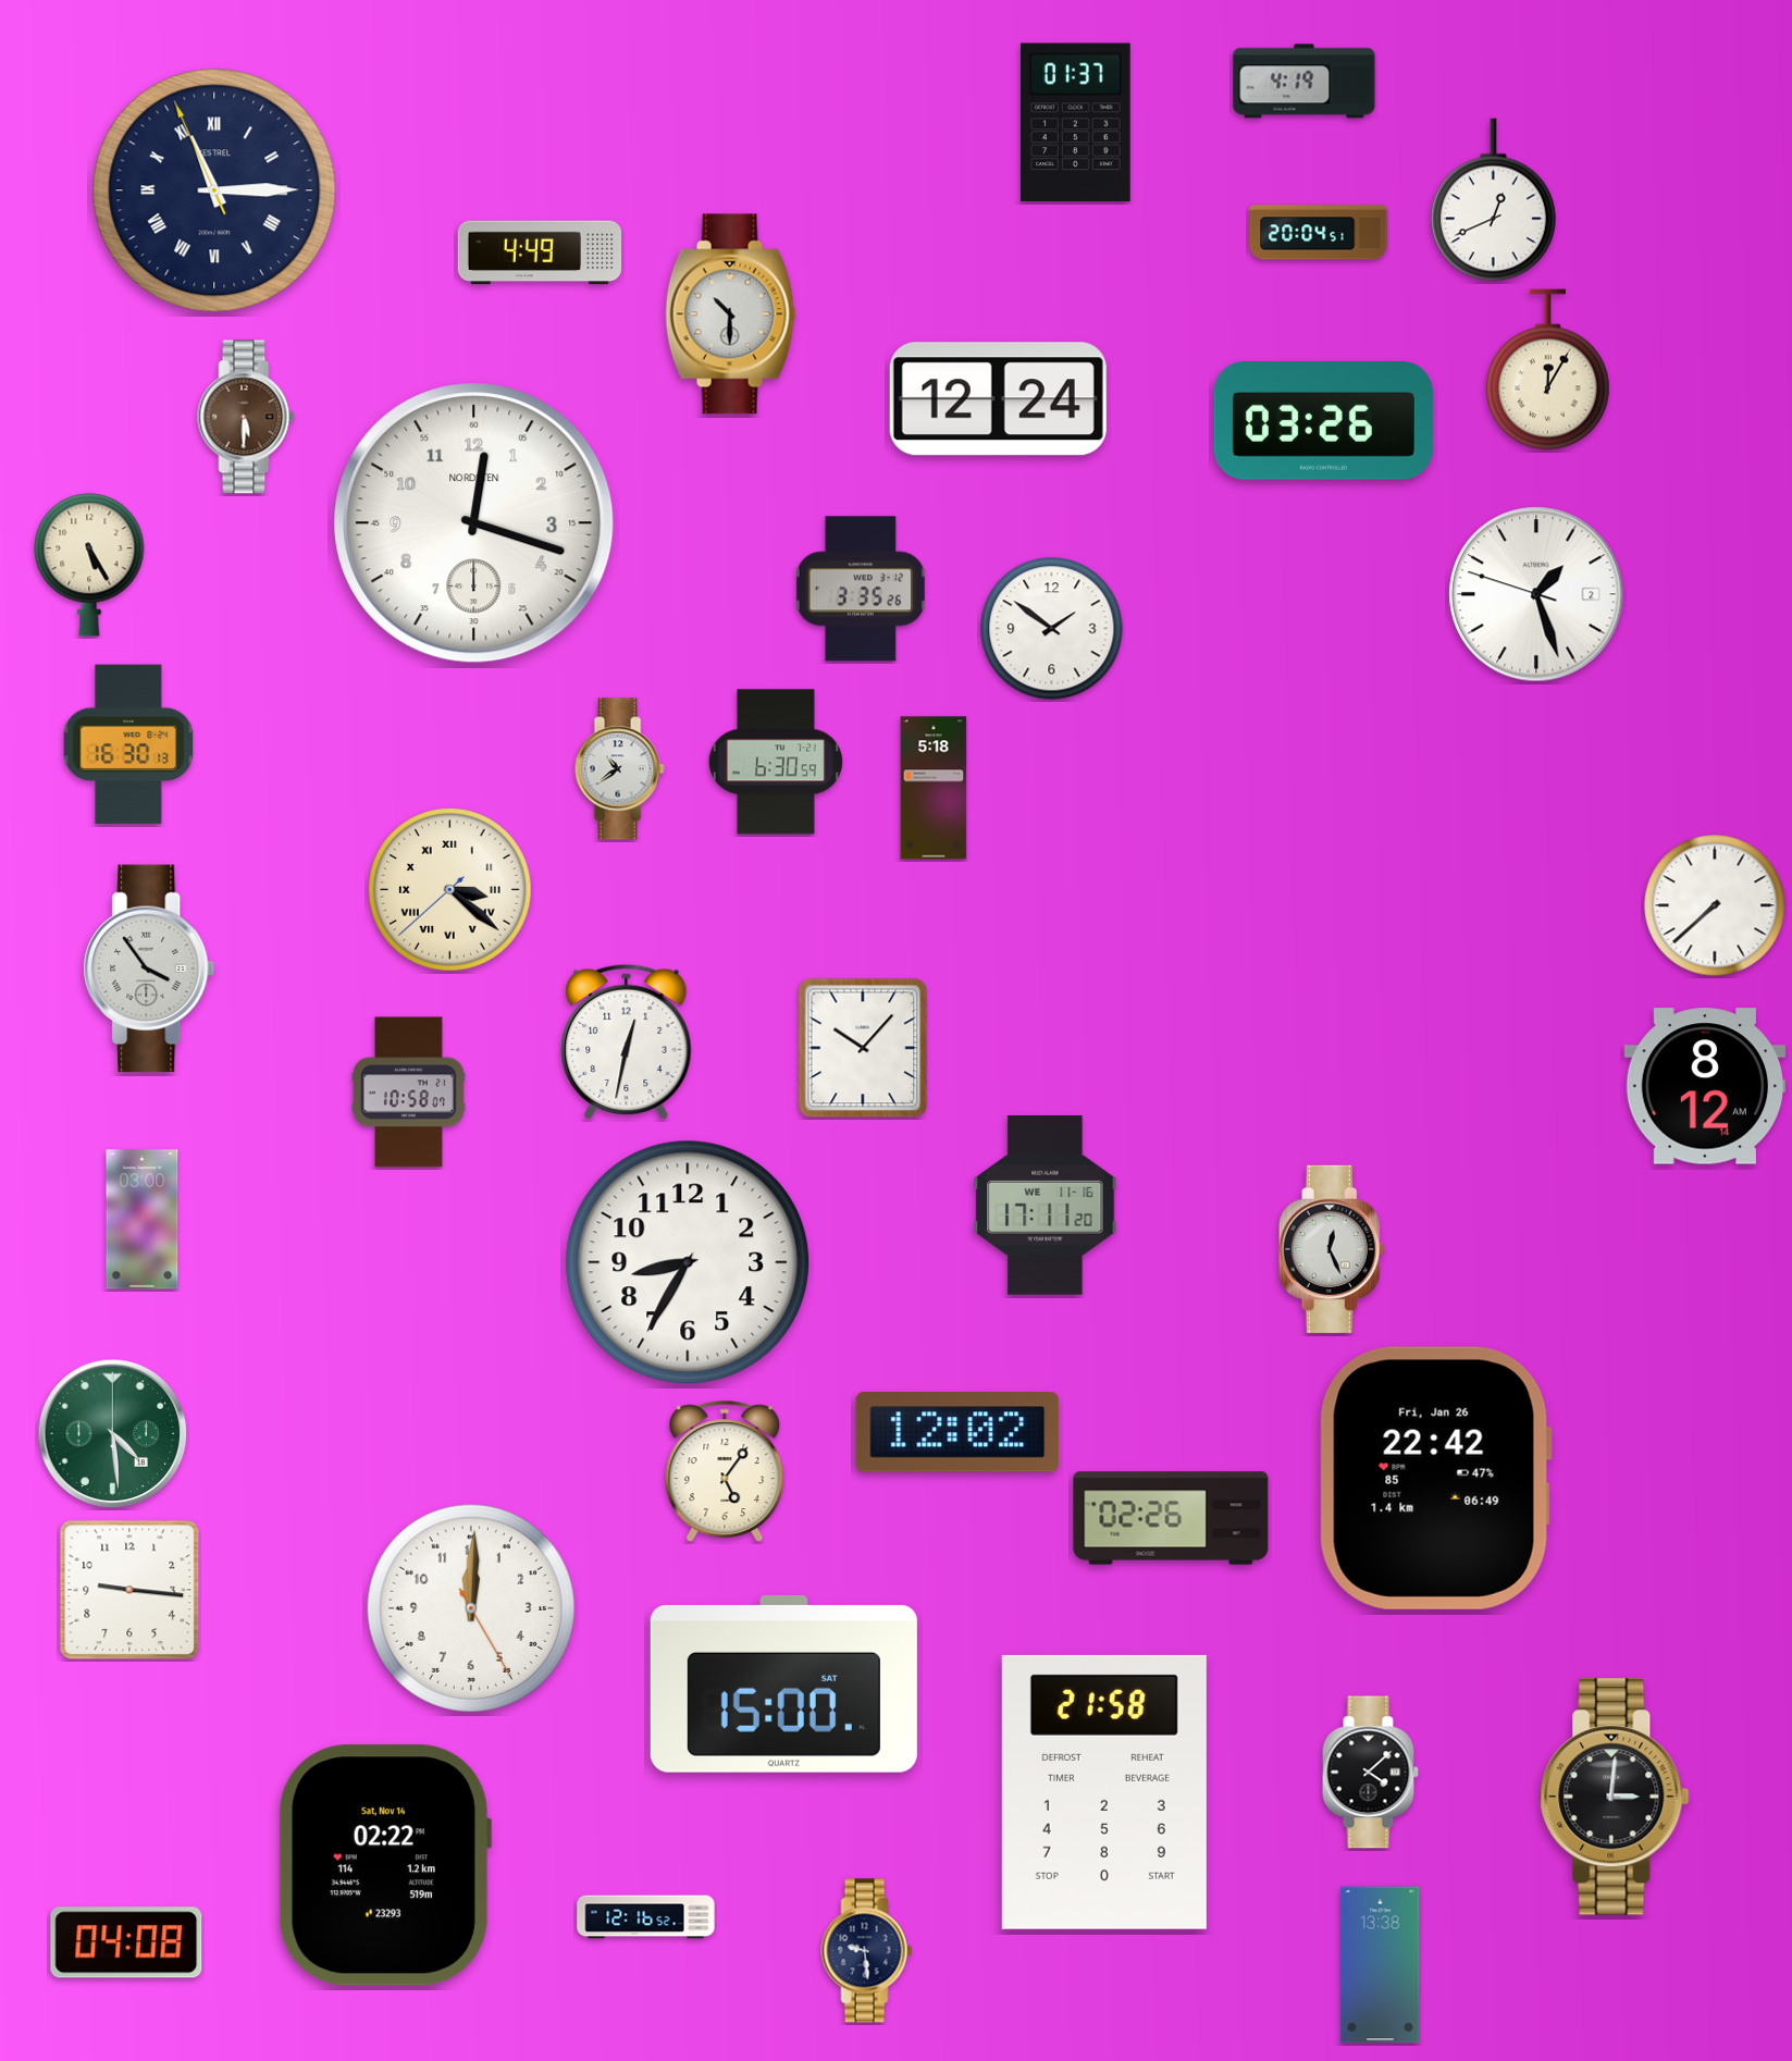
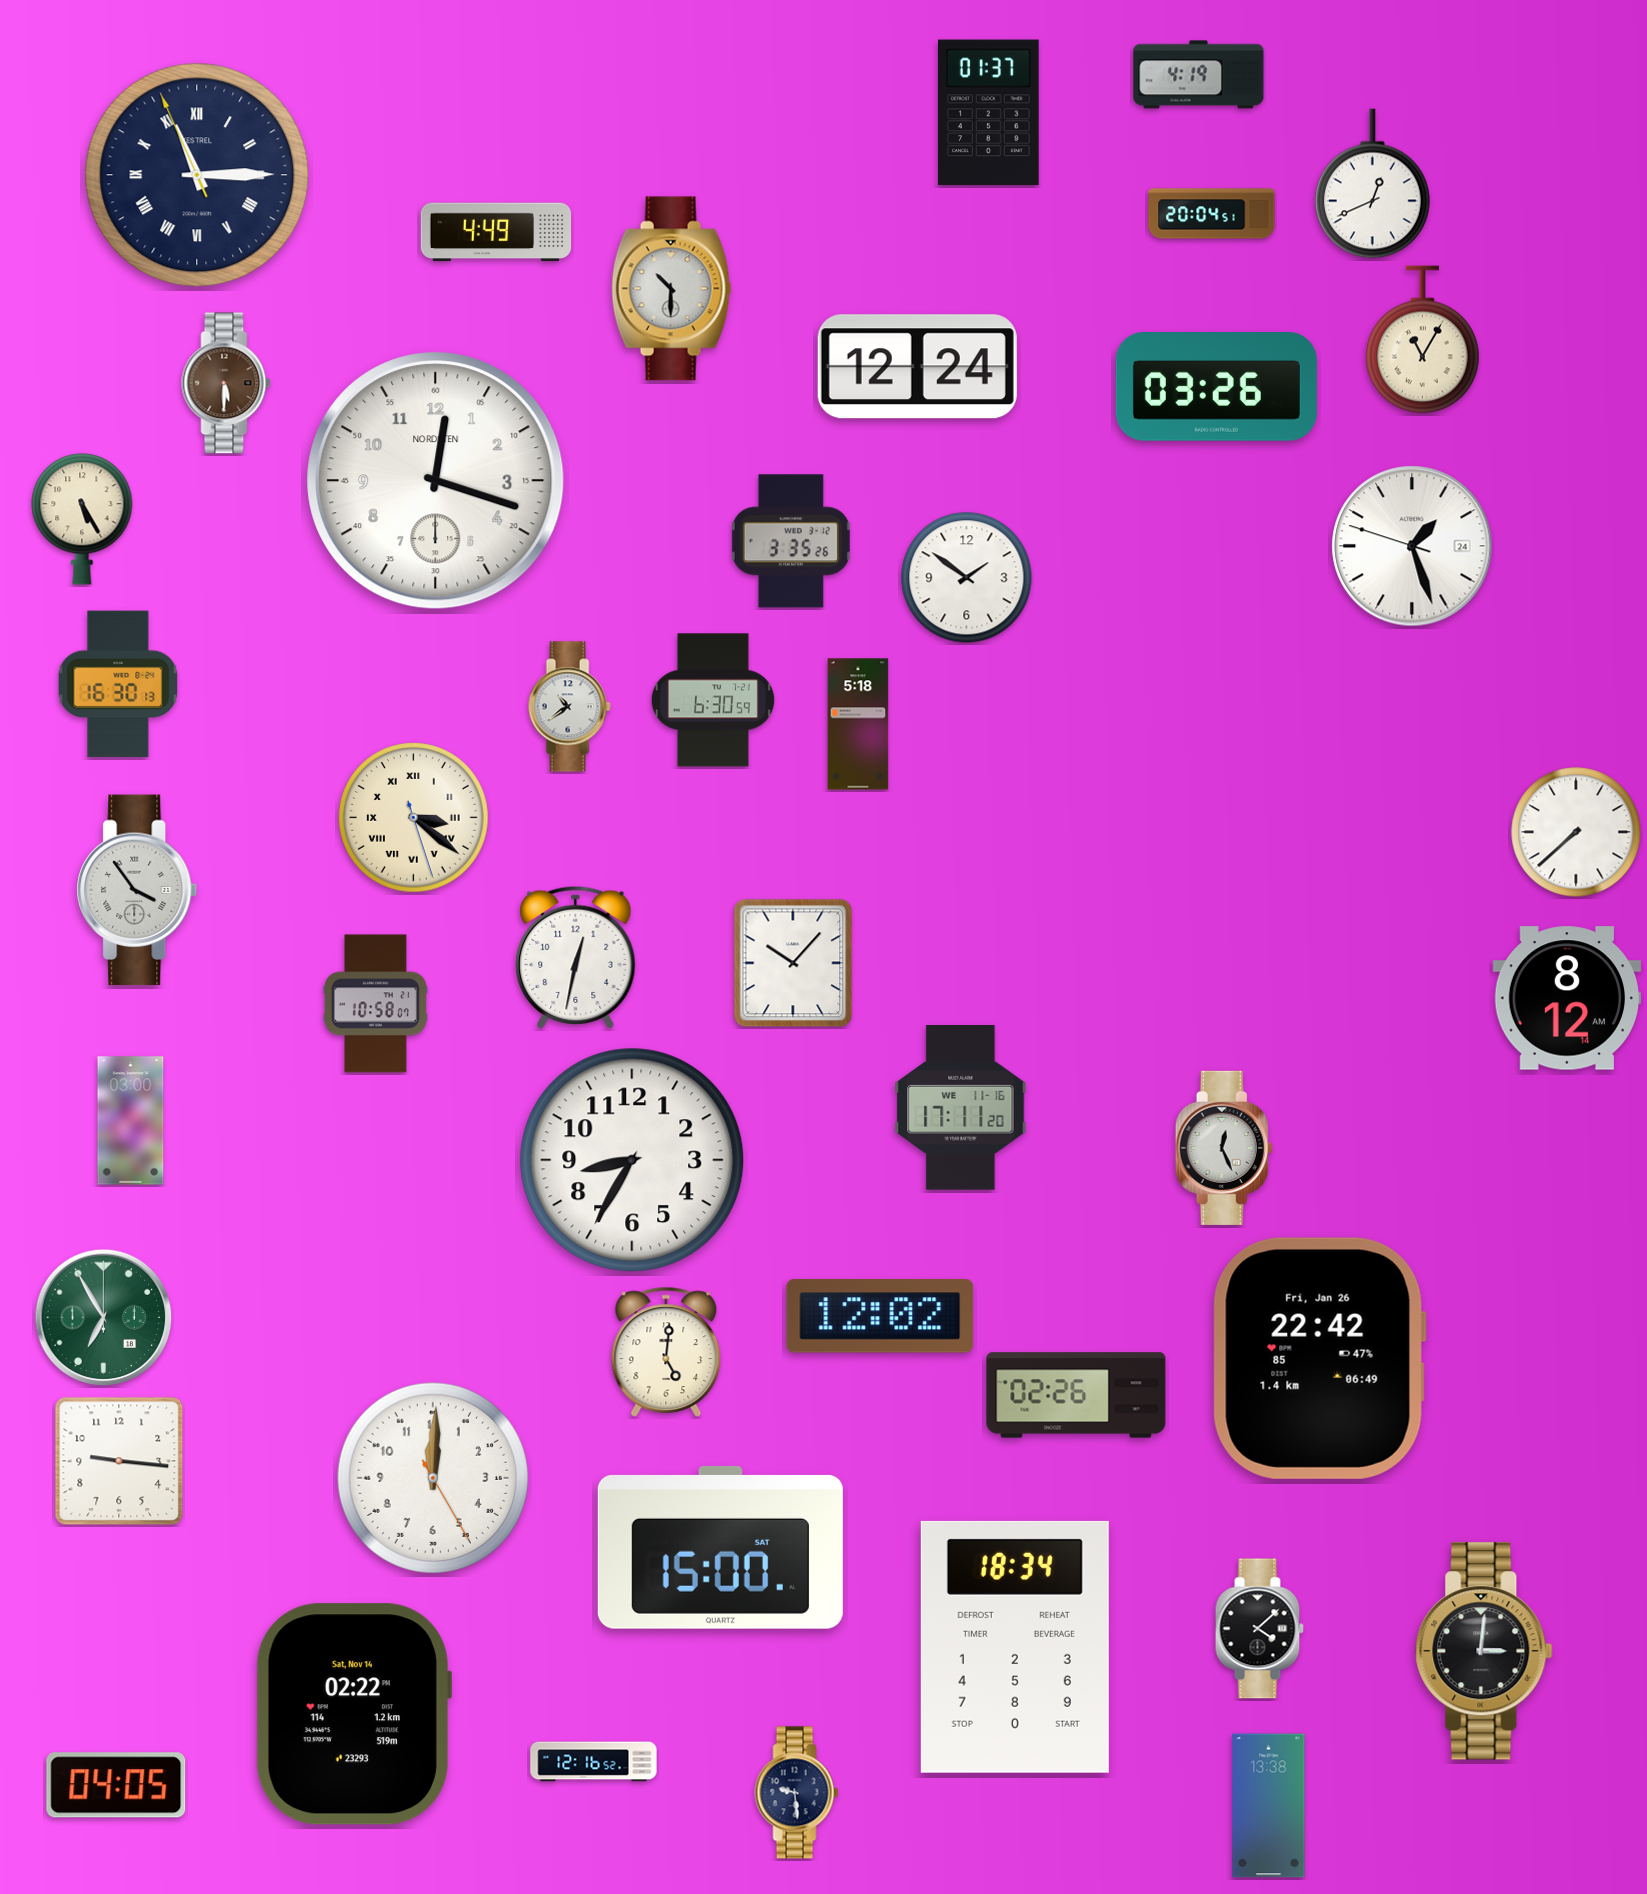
clock at (1548, 370): 12:05 -> 11:05
clock at (1536, 594) date: 2 -> 24
clock at (450, 890): 3:21:38 -> 3:21:27
clock at (113, 1434): 4:29 -> 6:55
clock at (725, 1471): 5:06 -> 5:01
clock at (1104, 1792): 21:58 -> 18:34
clock at (126, 1942): 04:08 -> 04:05
